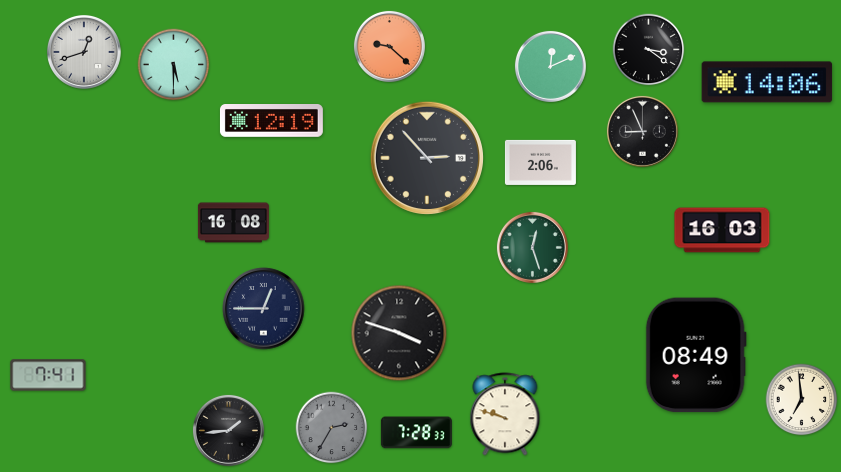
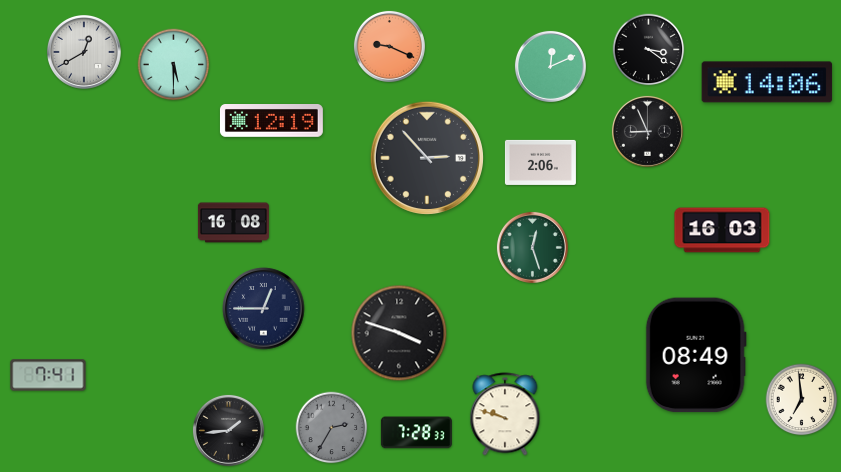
clock at (389, 46): 9:22 -> 9:19
clock at (85, 53): 12:42 -> 12:40
clock at (642, 131) position: (642, 131) -> (647, 131)
